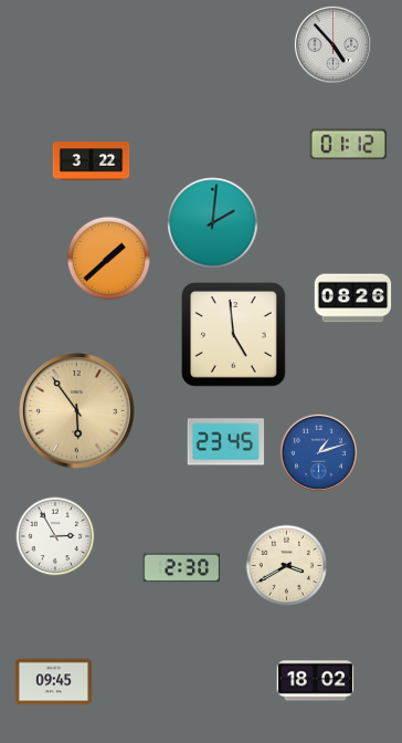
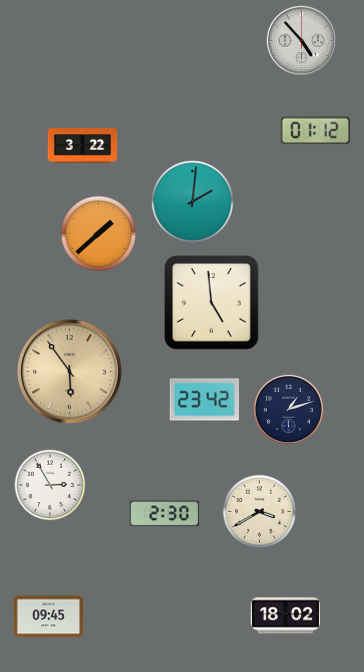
clock at (353, 299): 08:26 -> none
clock at (226, 442): 23:45 -> 23:42
clock at (318, 452) dial: blue -> navy
